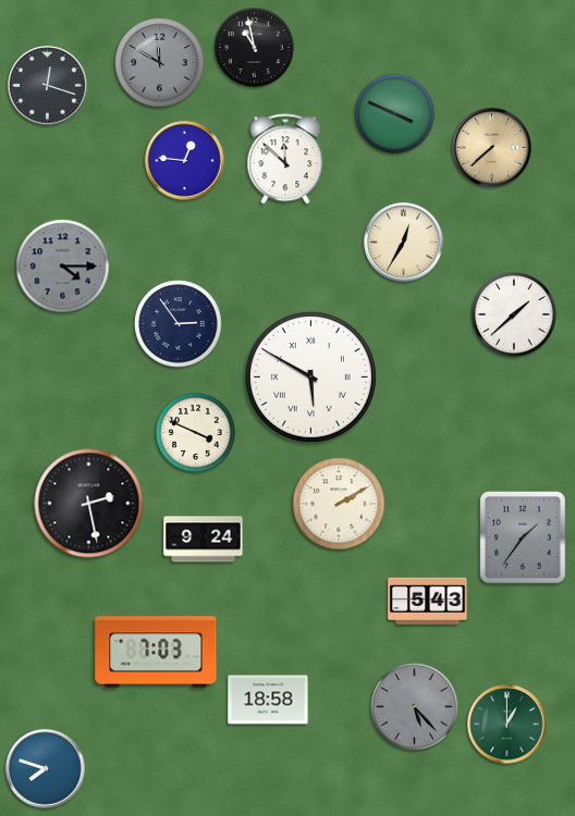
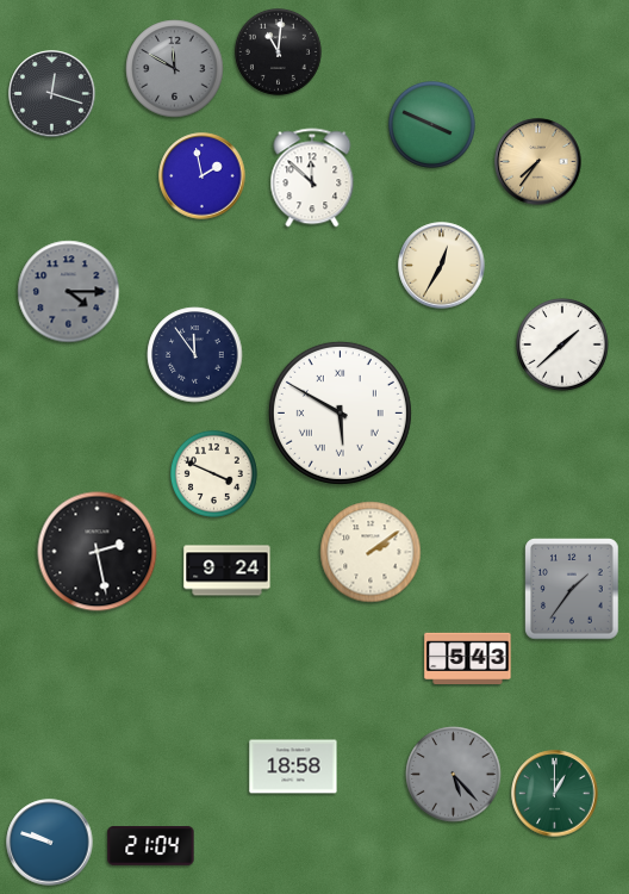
clock at (254, 47): 10:58 -> 11:01
clock at (492, 148): 7:38 -> 7:36
clock at (285, 159) position: (285, 159) -> (312, 178)
clock at (185, 161): 12:46 -> 1:58
clock at (179, 324): 2:54 -> 11:54
clock at (339, 504): 2:10 -> 2:09
clock at (204, 540) position: (204, 540) -> (228, 571)
clock at (156, 652): 7:03 -> none
clock at (46, 769): 7:48 -> 9:48
clock at (151, 846): none -> 21:04
